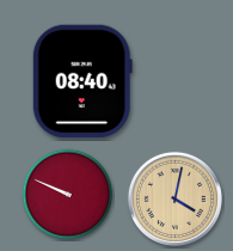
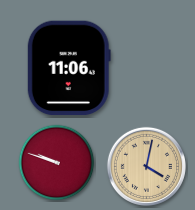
clock at (82, 81): 08:40 -> 11:06
clock at (68, 195): 9:49 -> 9:48
